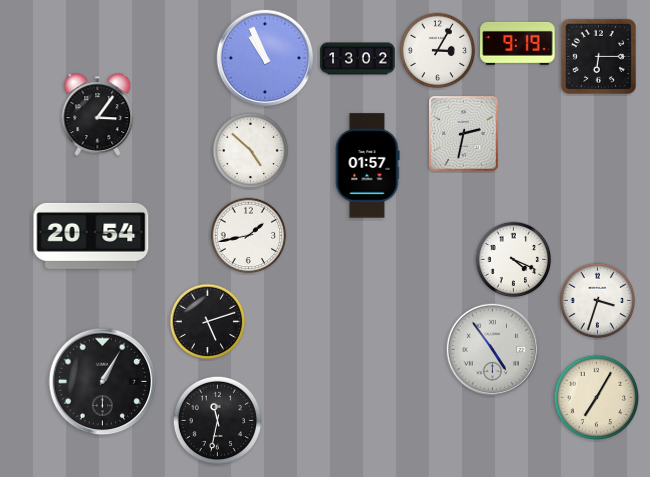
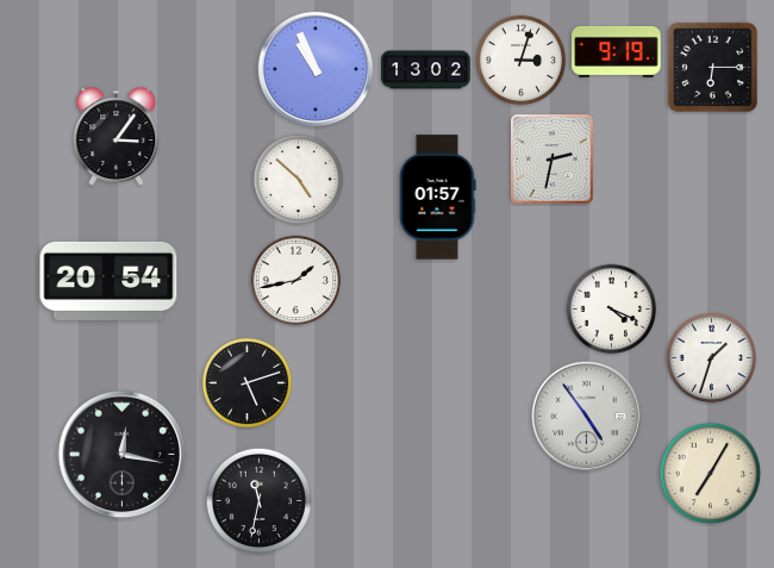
clock at (438, 51): 3:05 -> 3:03
clock at (598, 301): 3:33 -> 1:33
clock at (103, 382): 1:05 -> 12:17
